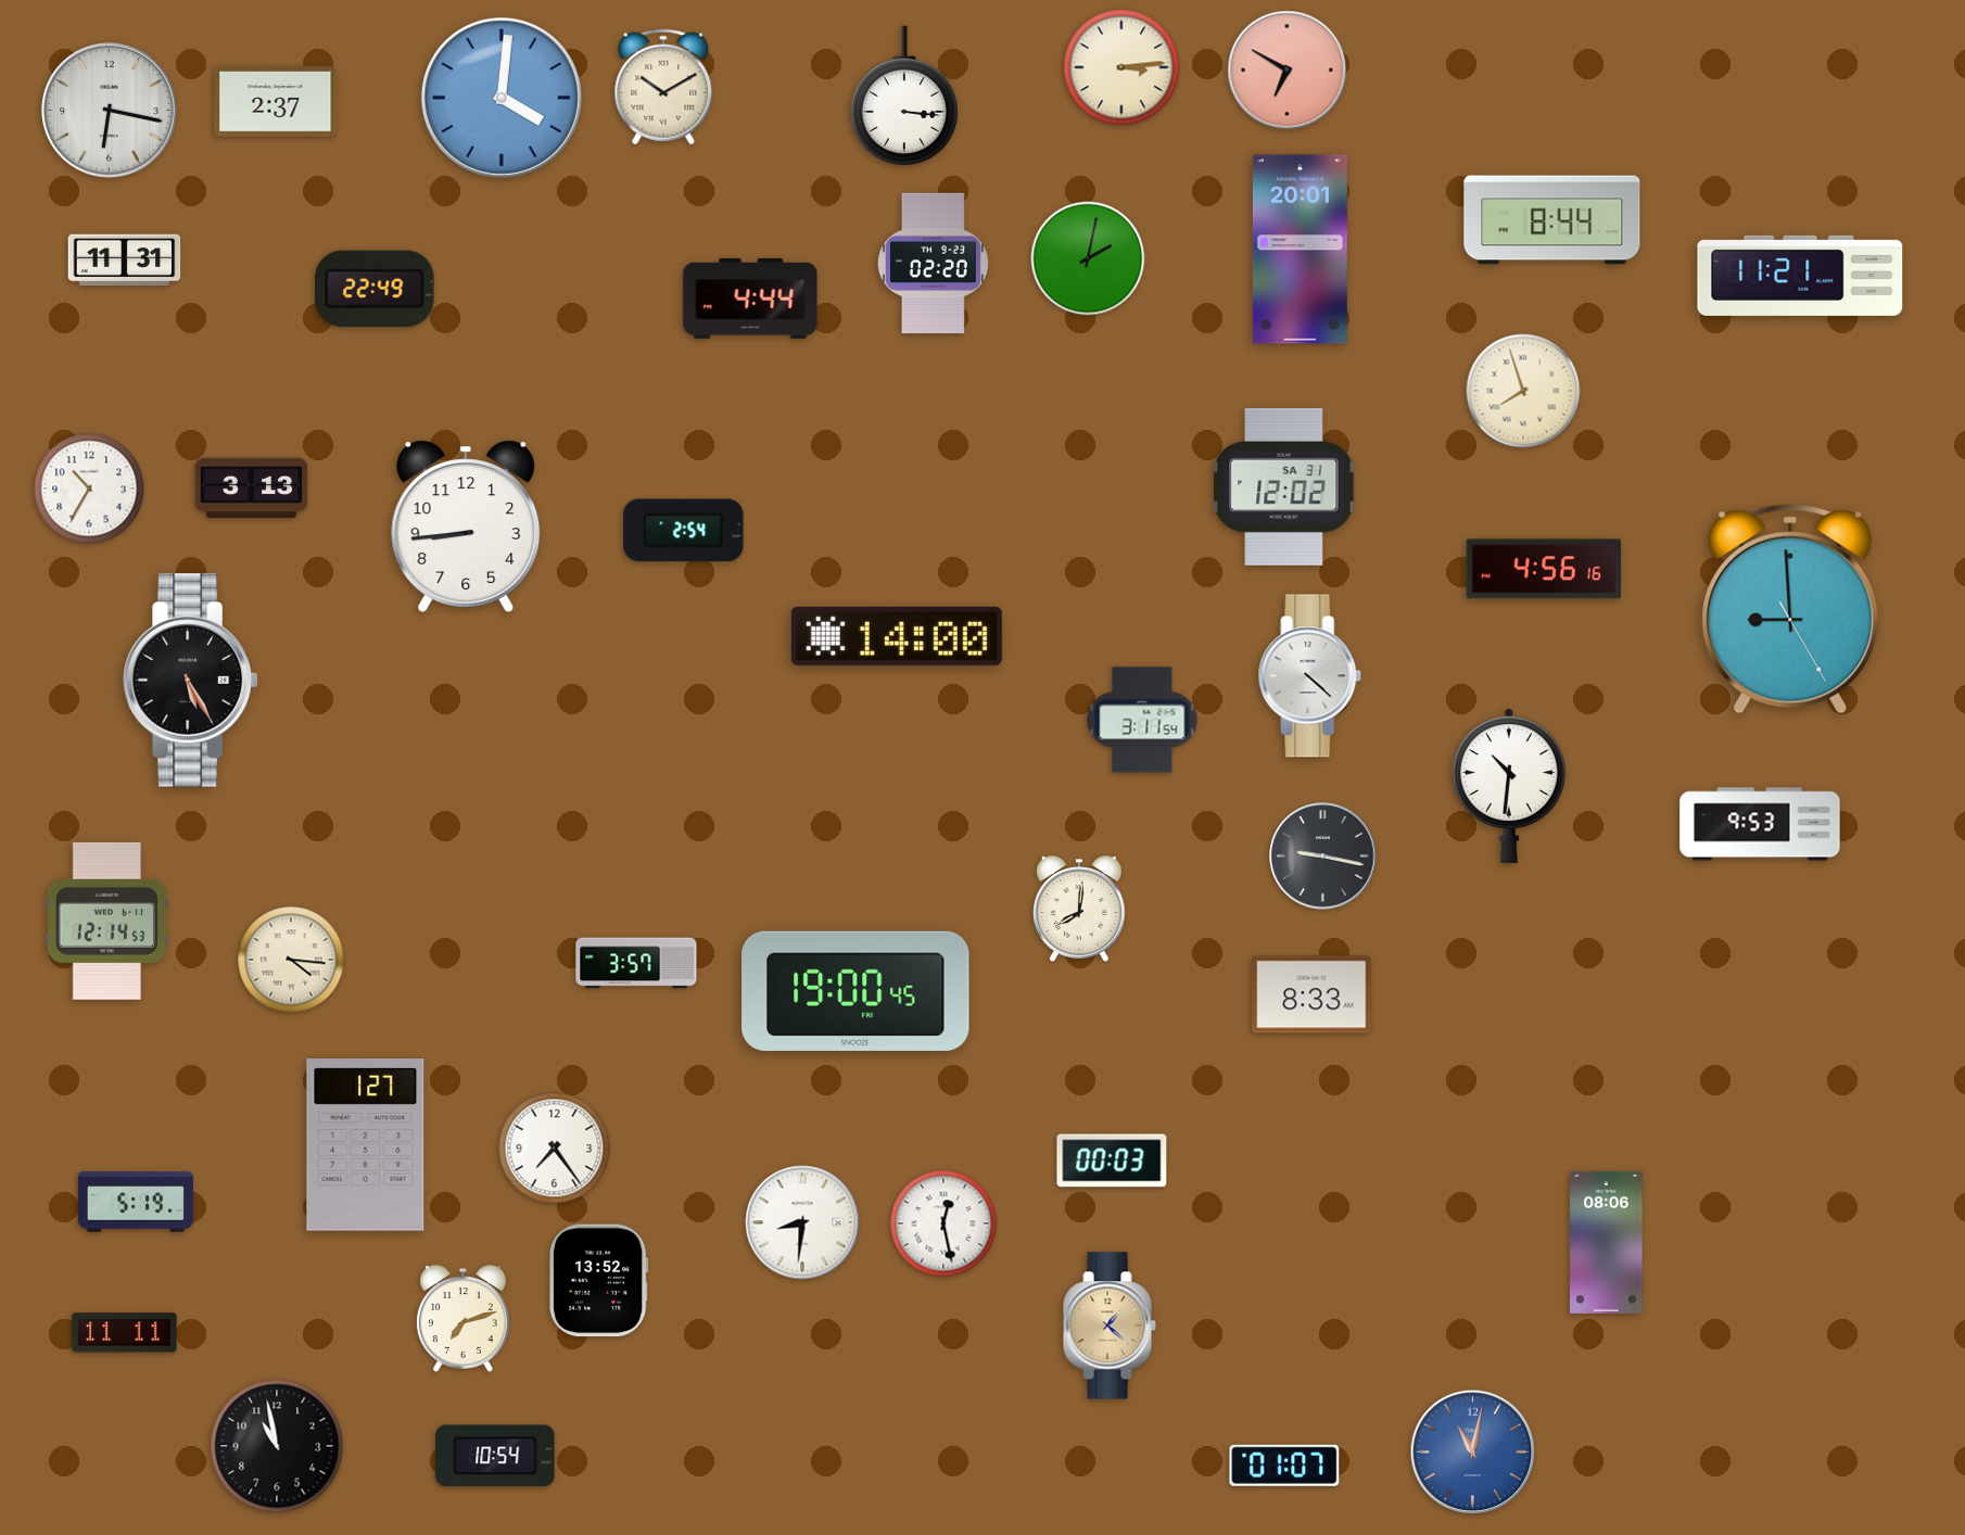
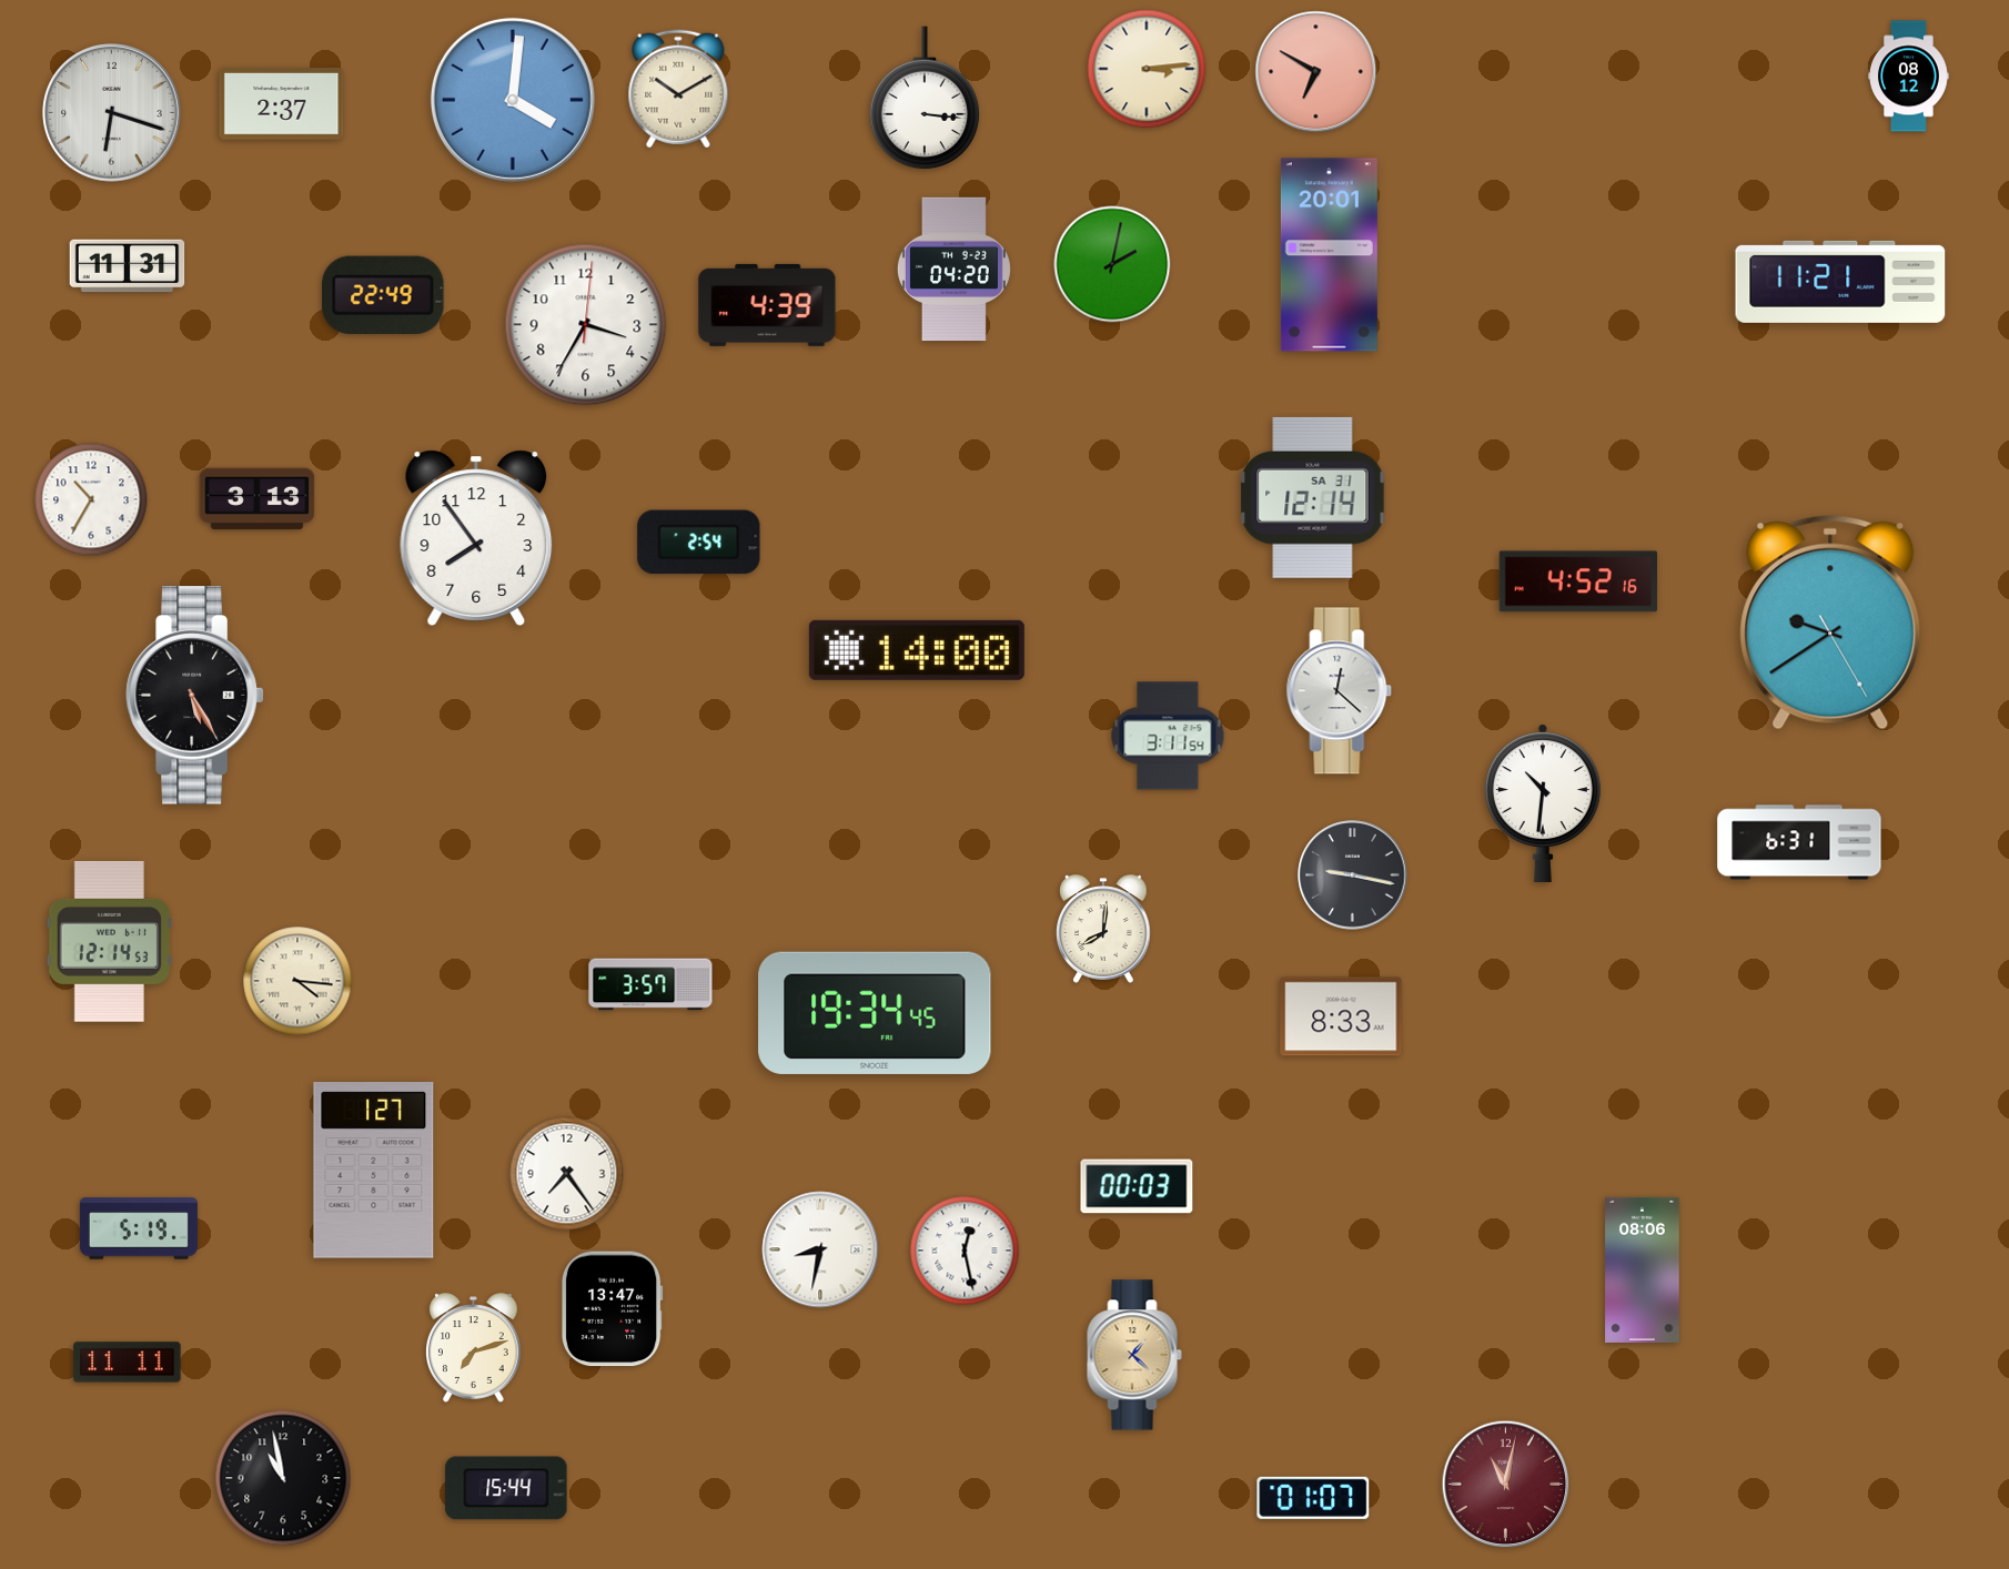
clock at (1909, 77): none -> 08:12
clock at (110, 111): 6:17 -> 6:18
clock at (1552, 220): 8:44 -> none
clock at (933, 264): 02:20 -> 04:20
clock at (750, 299): 4:44 -> 4:39
clock at (586, 325): none -> 3:35
clock at (1523, 391): 7:57 -> none
clock at (1284, 486): 12:02 -> 12:14
clock at (466, 527): 8:44 -> 7:54
clock at (1544, 569): 4:56 -> 4:52
clock at (1790, 609): 8:59 -> 9:39
clock at (1310, 676): 4:22 -> 12:22
clock at (1760, 824): 9:53 -> 6:31
clock at (855, 991): 19:00 -> 19:34
clock at (802, 1222): 8:31 -> 8:32
clock at (598, 1281): 13:52 -> 13:47
clock at (1473, 1452) dial: blue -> burgundy
clock at (495, 1456): 10:54 -> 15:44
